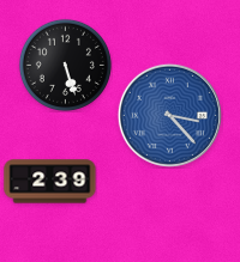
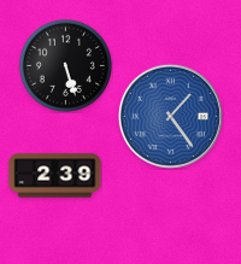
clock at (169, 115): 3:23 -> 1:24
clock at (50, 182) position: (50, 182) -> (55, 176)
